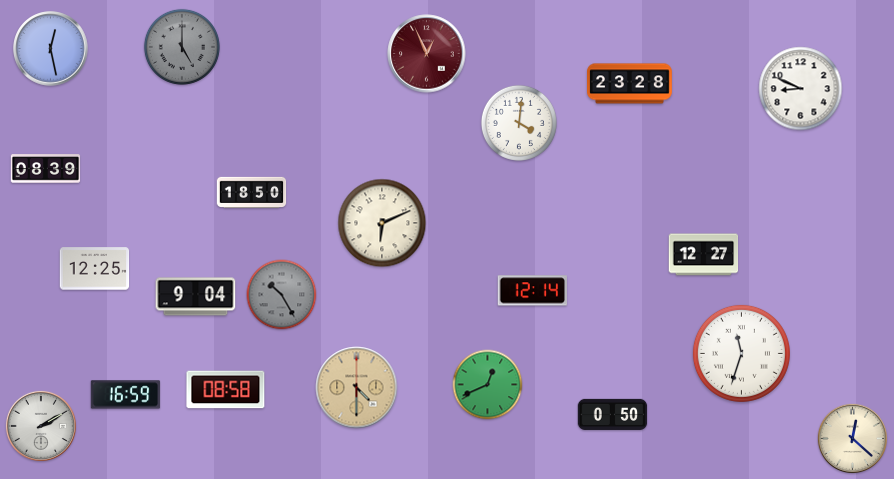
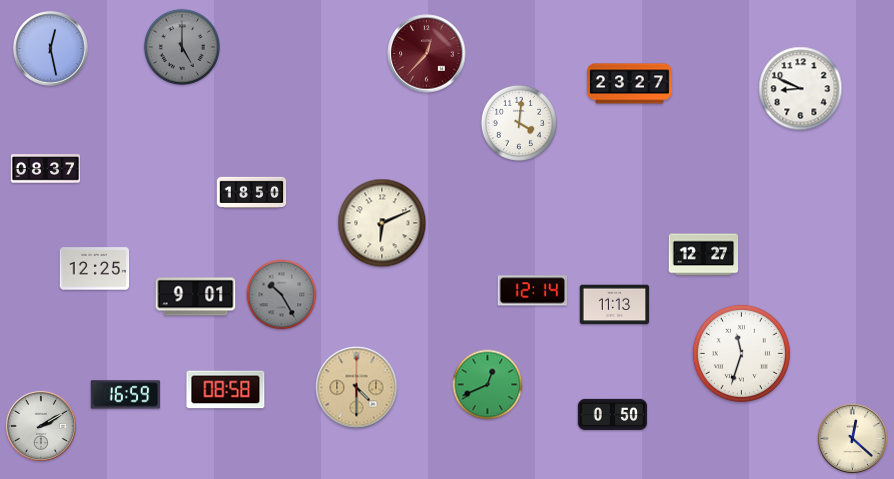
clock at (427, 54): 12:56 -> 12:37
clock at (630, 84): 23:28 -> 23:27
clock at (46, 169): 08:39 -> 08:37
clock at (196, 297): 9:04 -> 9:01
clock at (615, 305): none -> 11:13
